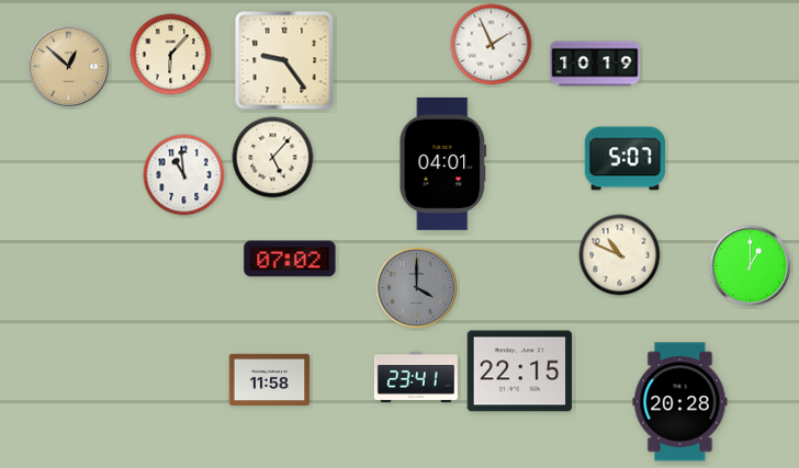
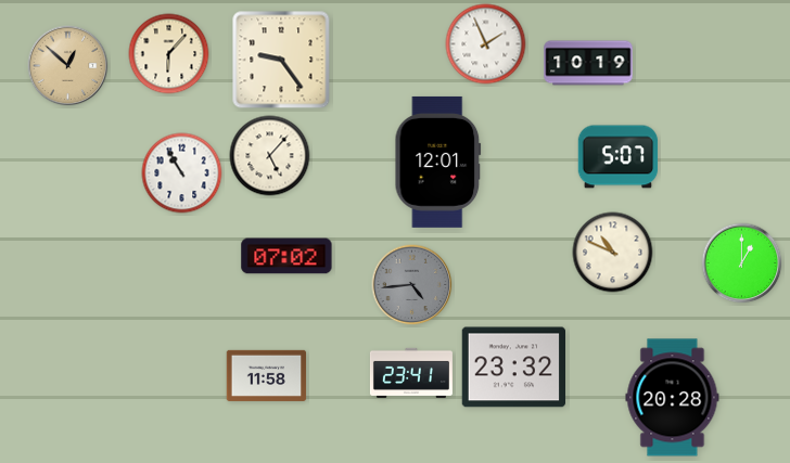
clock at (443, 163): 04:01 -> 12:01
clock at (184, 175): 10:59 -> 10:55
clock at (417, 288): 4:00 -> 4:44
clock at (519, 372): 22:15 -> 23:32
